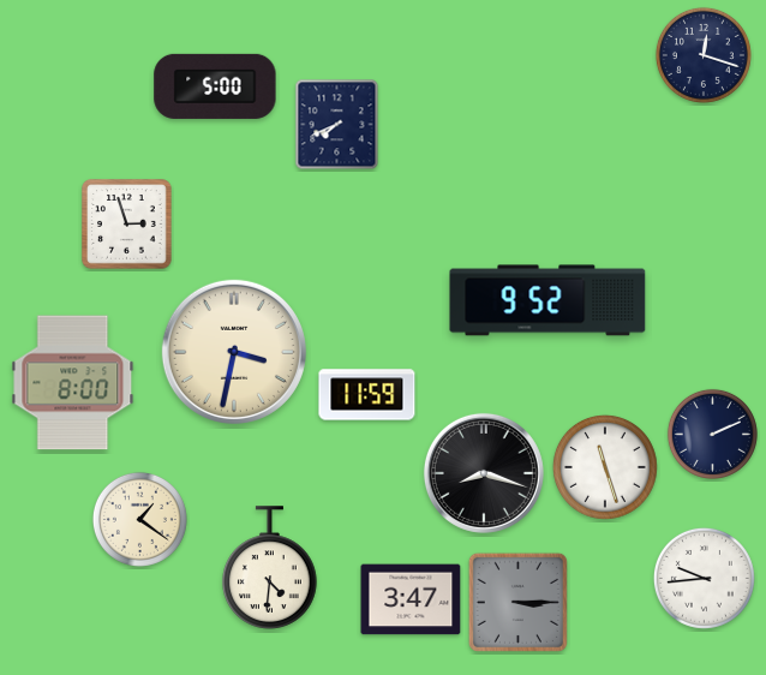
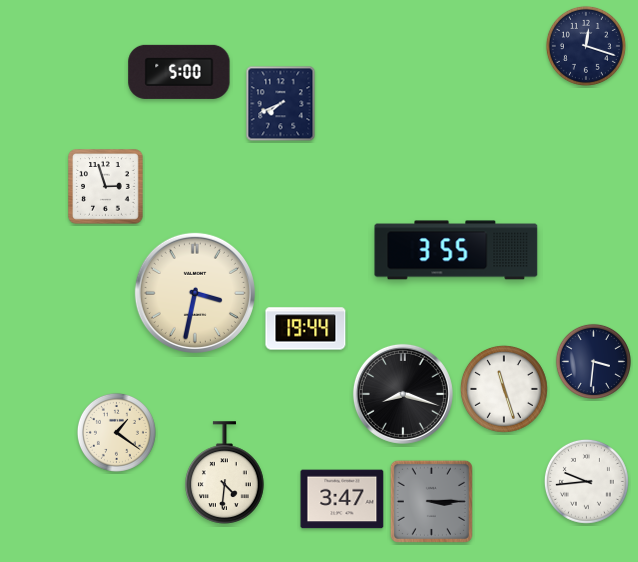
clock at (547, 300): 9:52 -> 3:55
clock at (73, 383): 8:00 -> none
clock at (367, 395): 11:59 -> 19:44
clock at (712, 434): 2:11 -> 3:31
